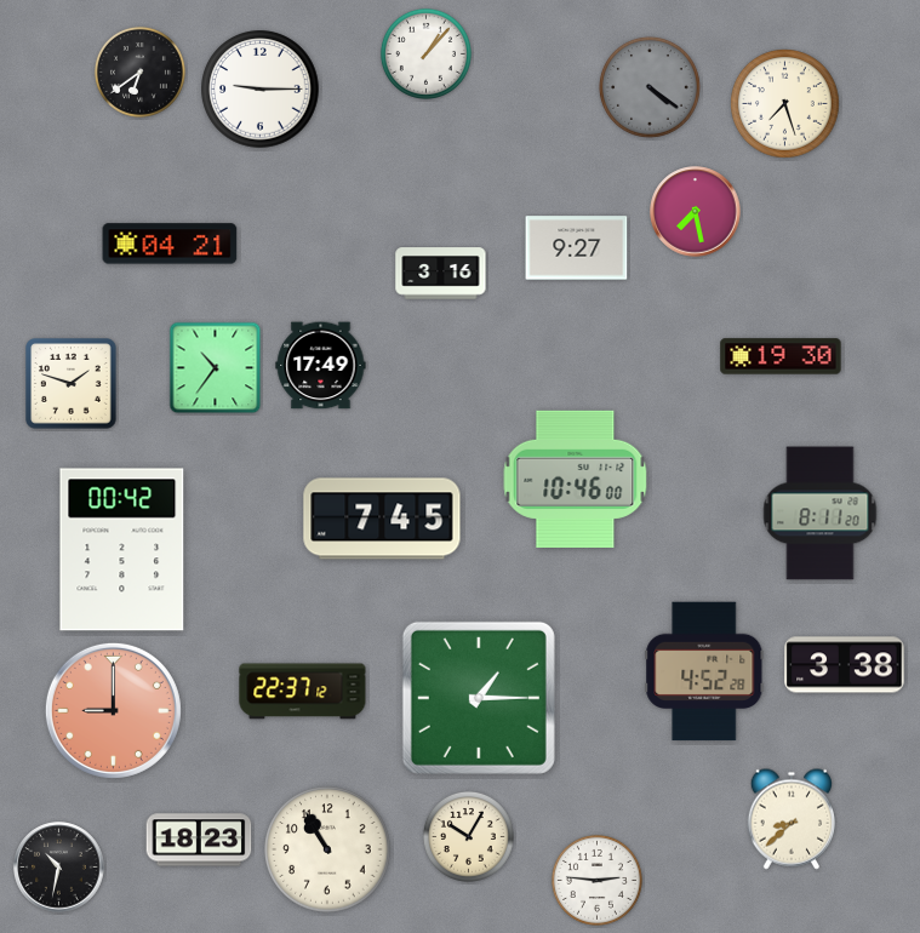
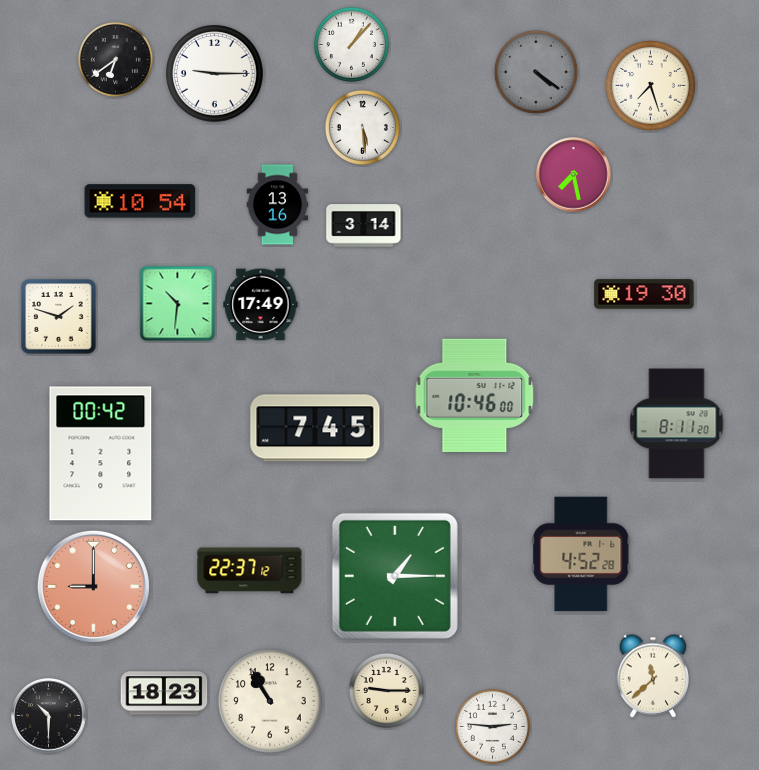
clock at (785, 104) position: (785, 104) -> (651, 86)
clock at (362, 127): none -> 5:29
clock at (170, 244): 04:21 -> 10:54
clock at (278, 205): none -> 13:16
clock at (577, 248): 9:27 -> none
clock at (441, 274): 3:16 -> 3:14
clock at (321, 366) position: (321, 366) -> (261, 305)
clock at (216, 368): 10:36 -> 10:31
clock at (845, 665): 3:38 -> none
clock at (790, 819): 8:38 -> 11:38
clock at (468, 836): 10:05 -> 9:15
clock at (59, 868): 10:32 -> 10:30
